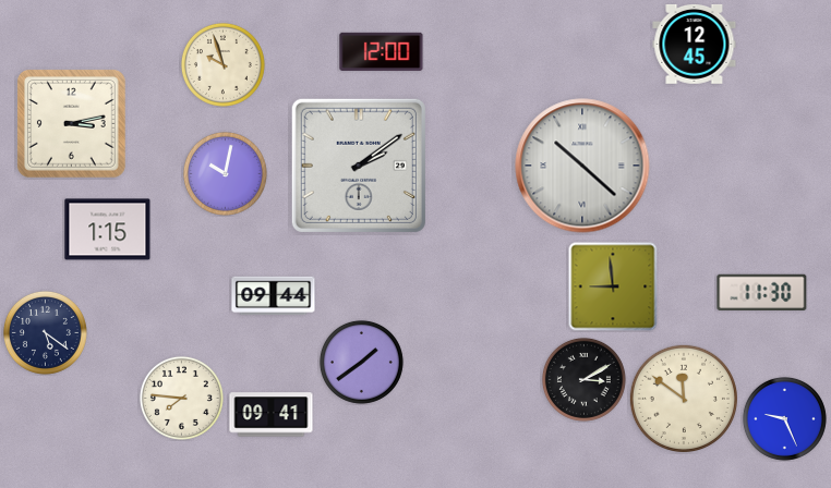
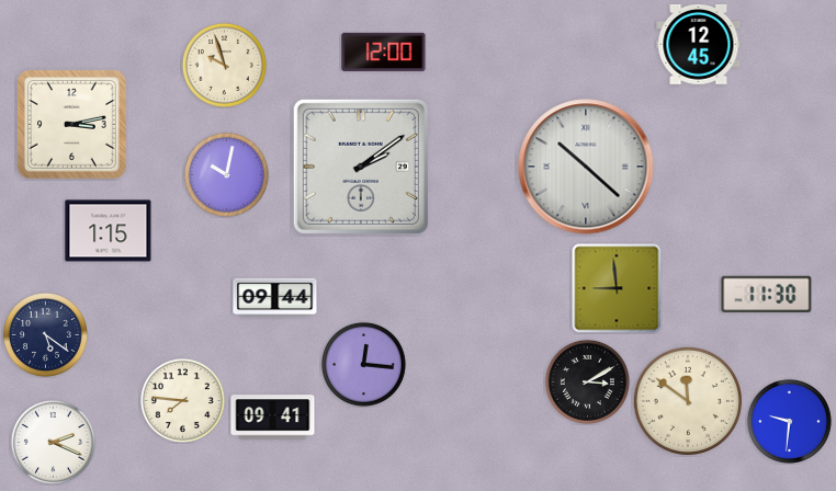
clock at (361, 362): 1:39 -> 12:16
clock at (784, 418): 9:26 -> 9:31
clock at (53, 442): none -> 2:19
